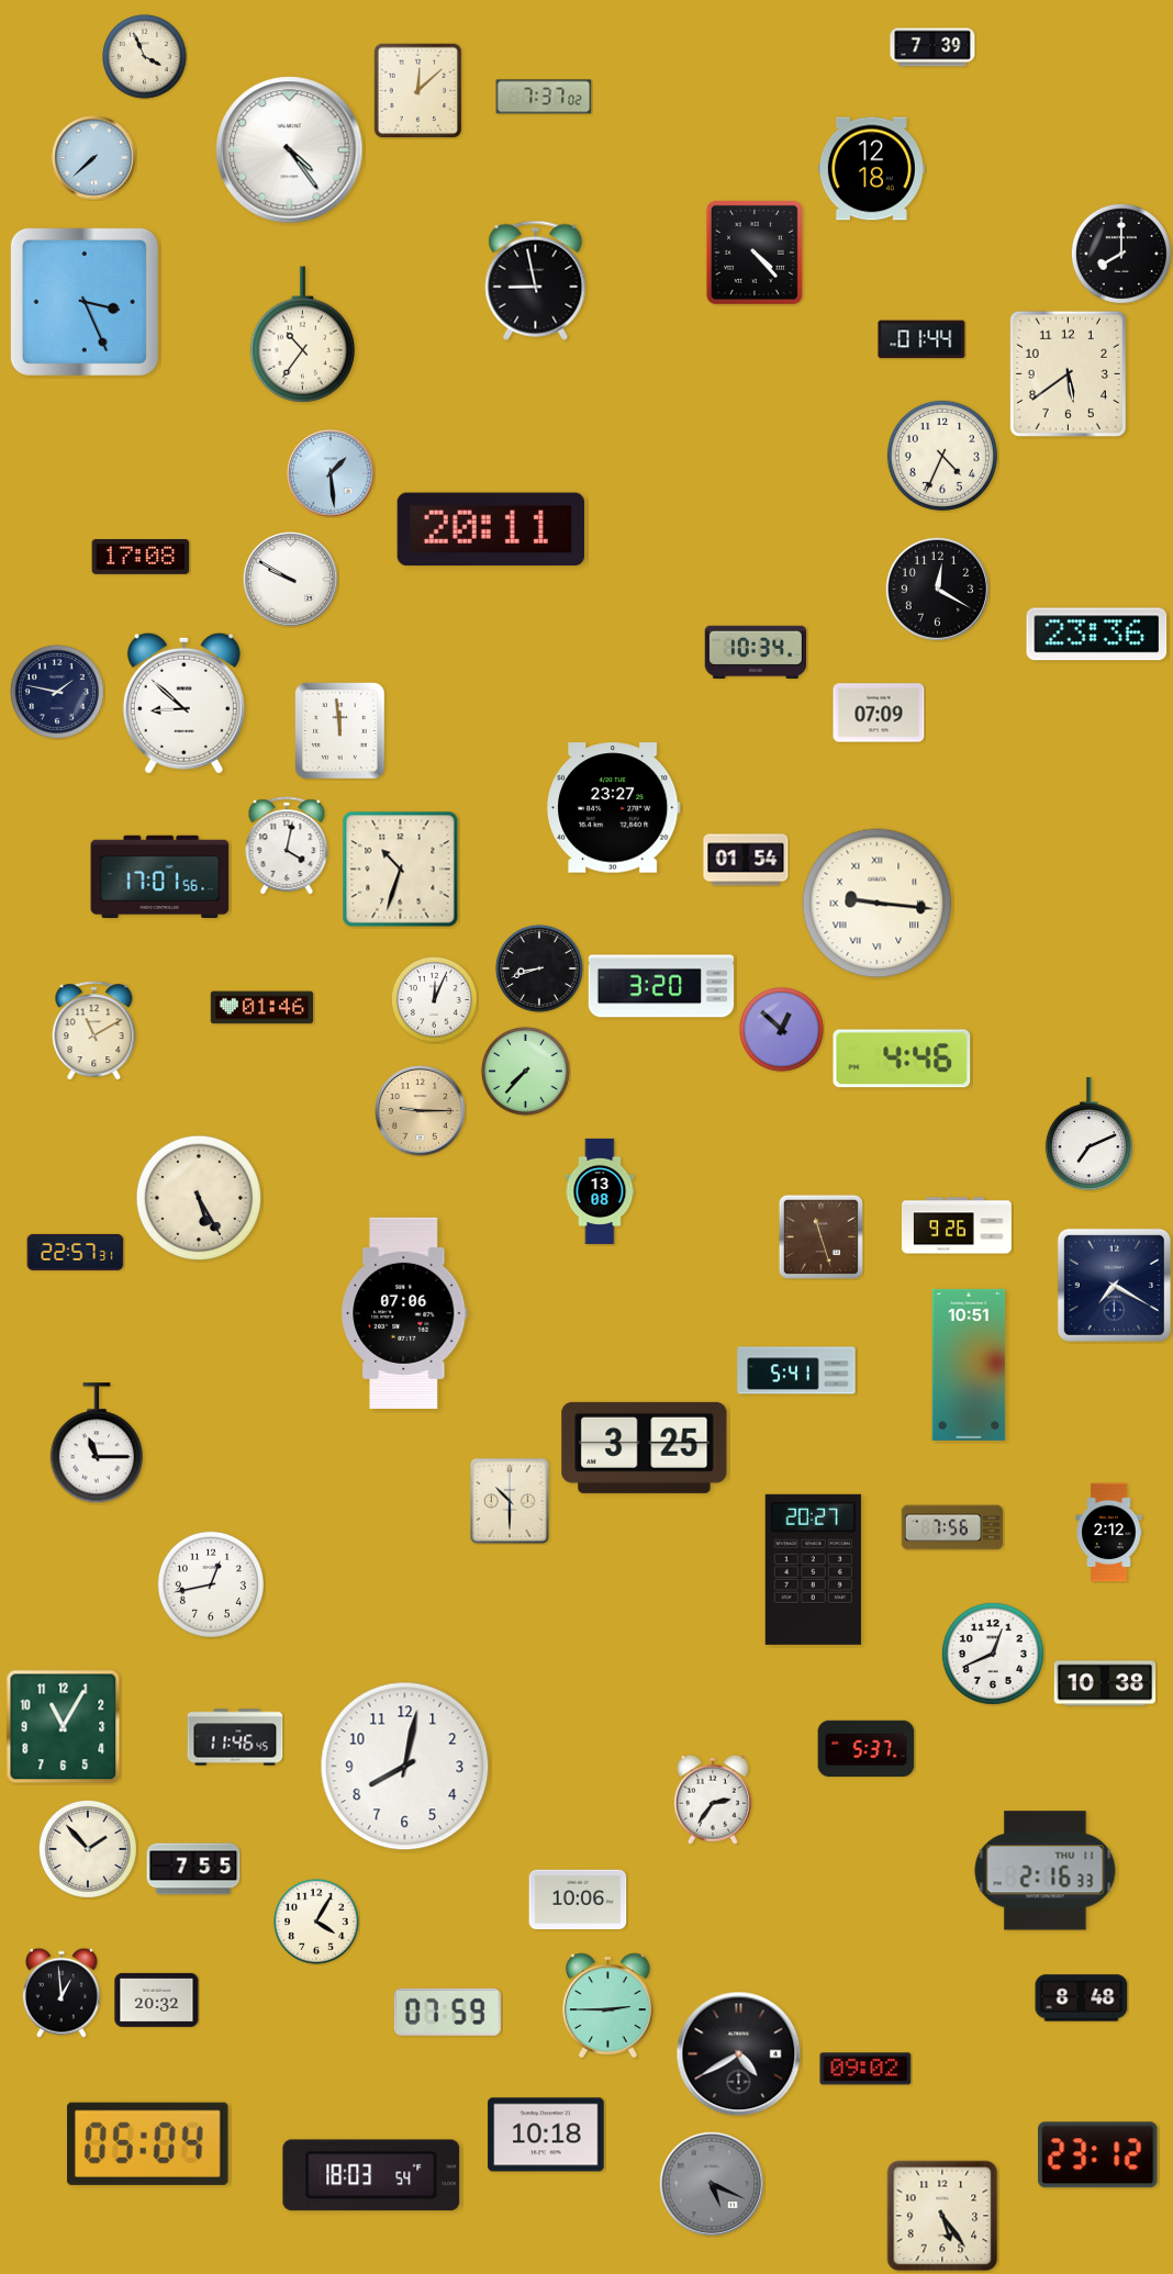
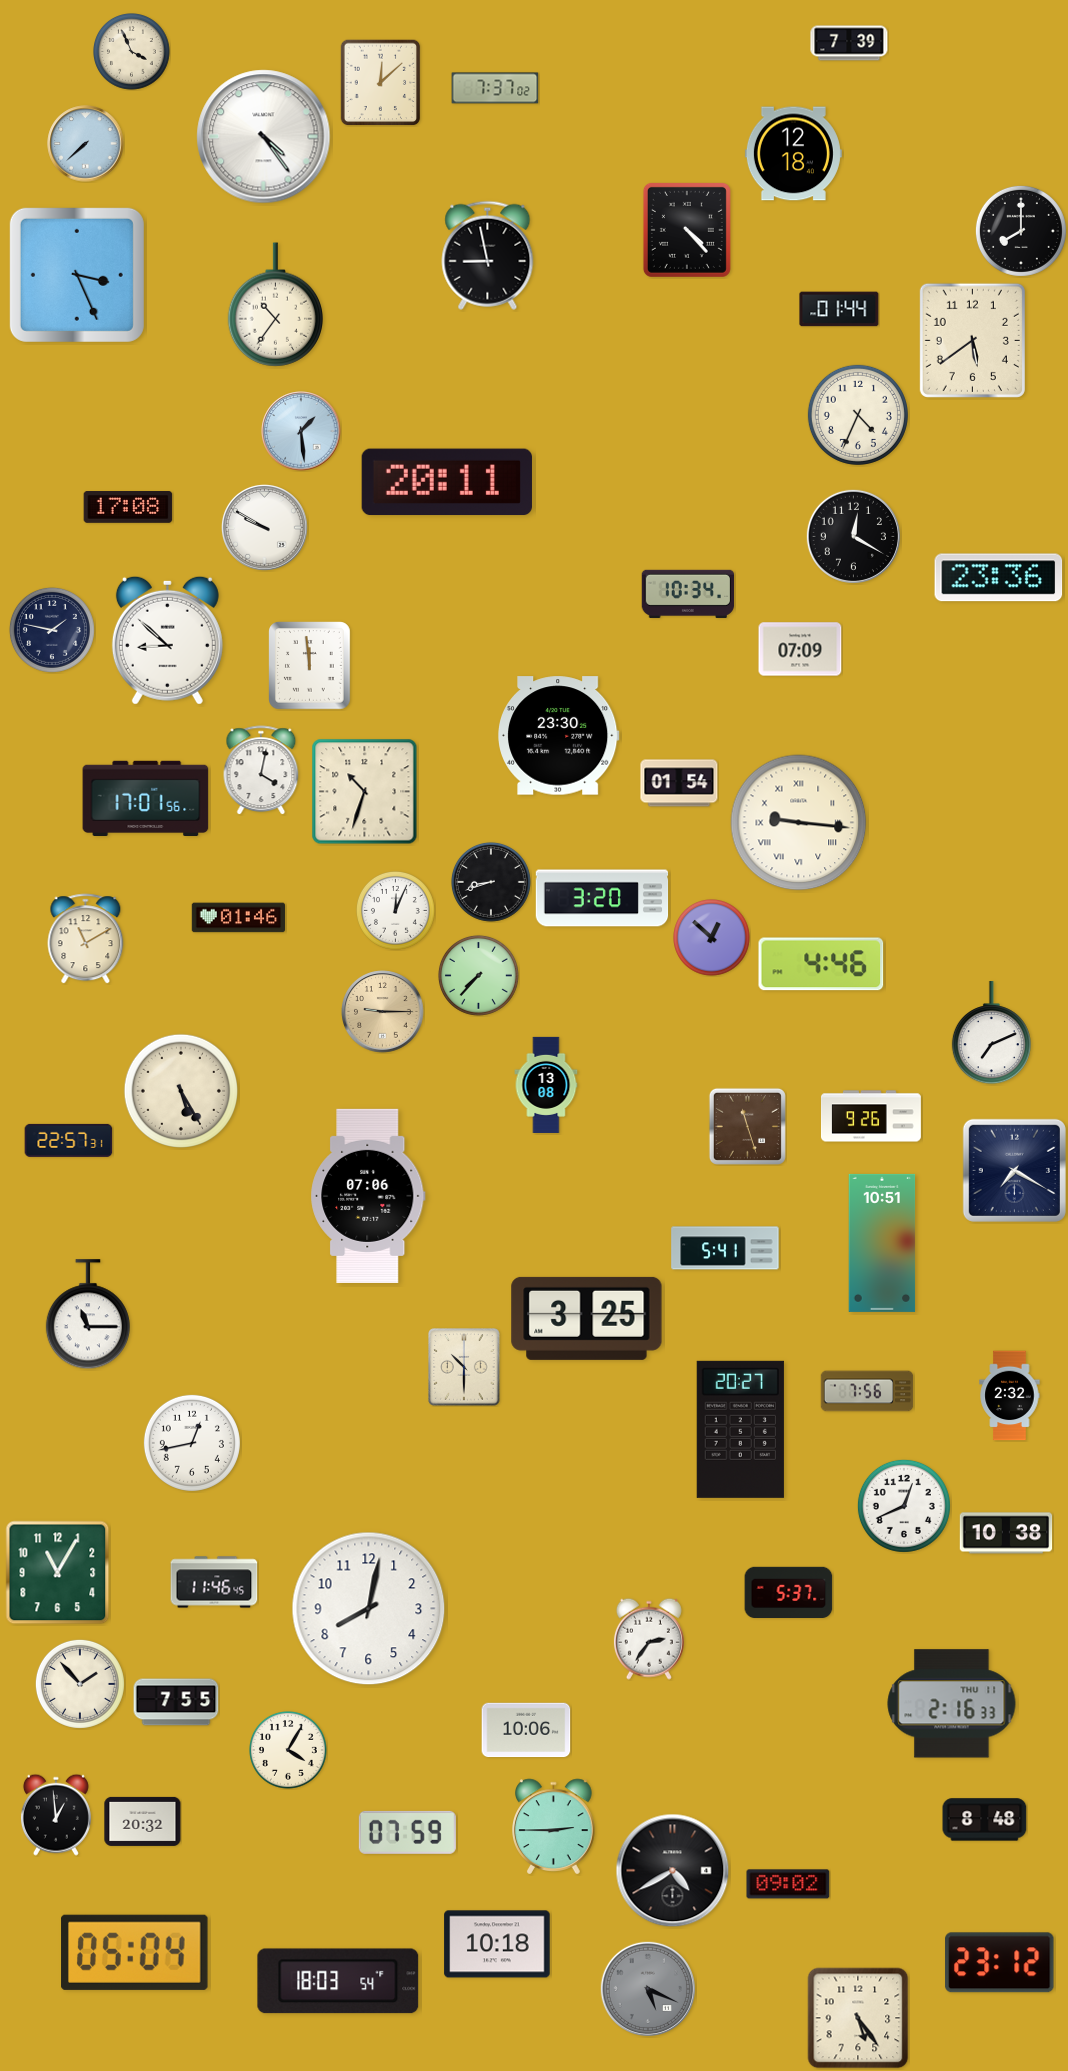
clock at (614, 808): 23:27 -> 23:30
clock at (1109, 1533): 2:12 -> 2:32
